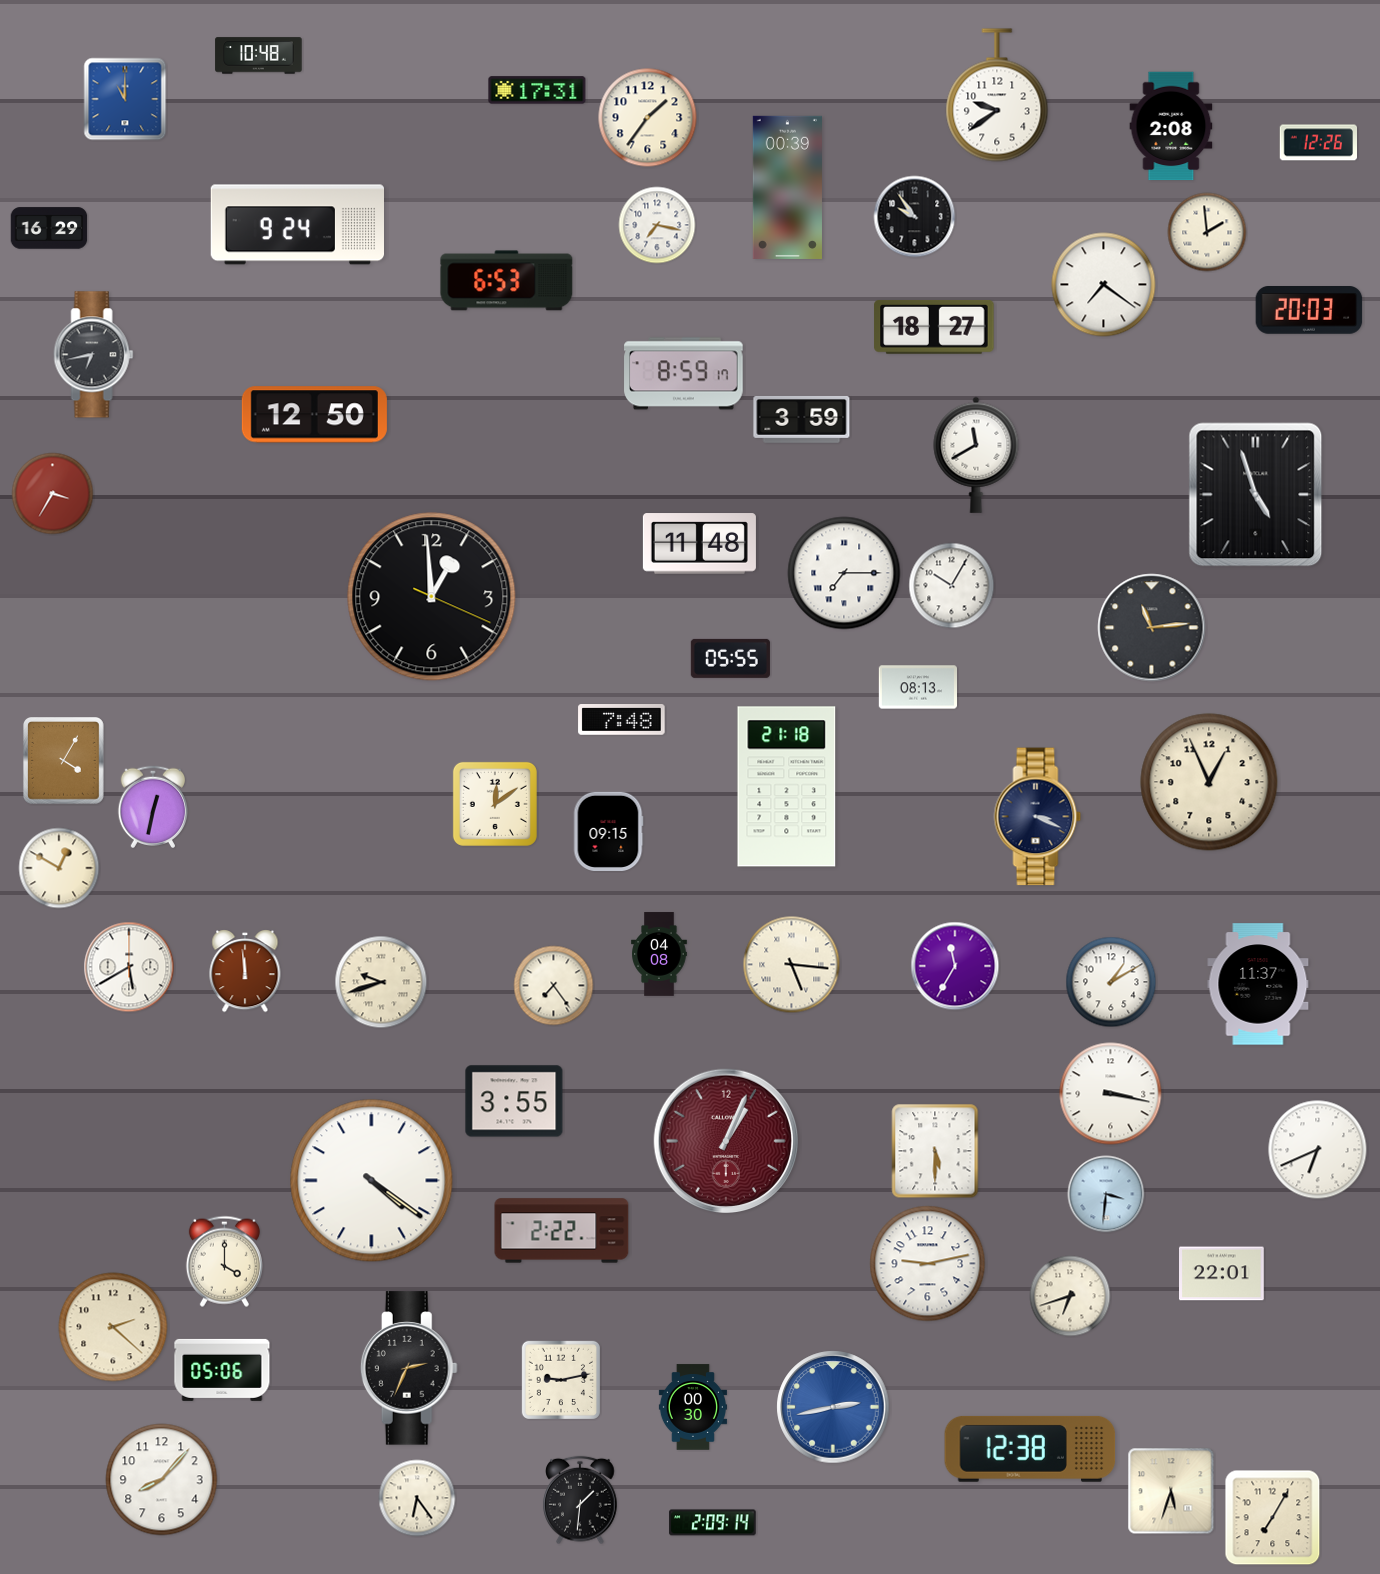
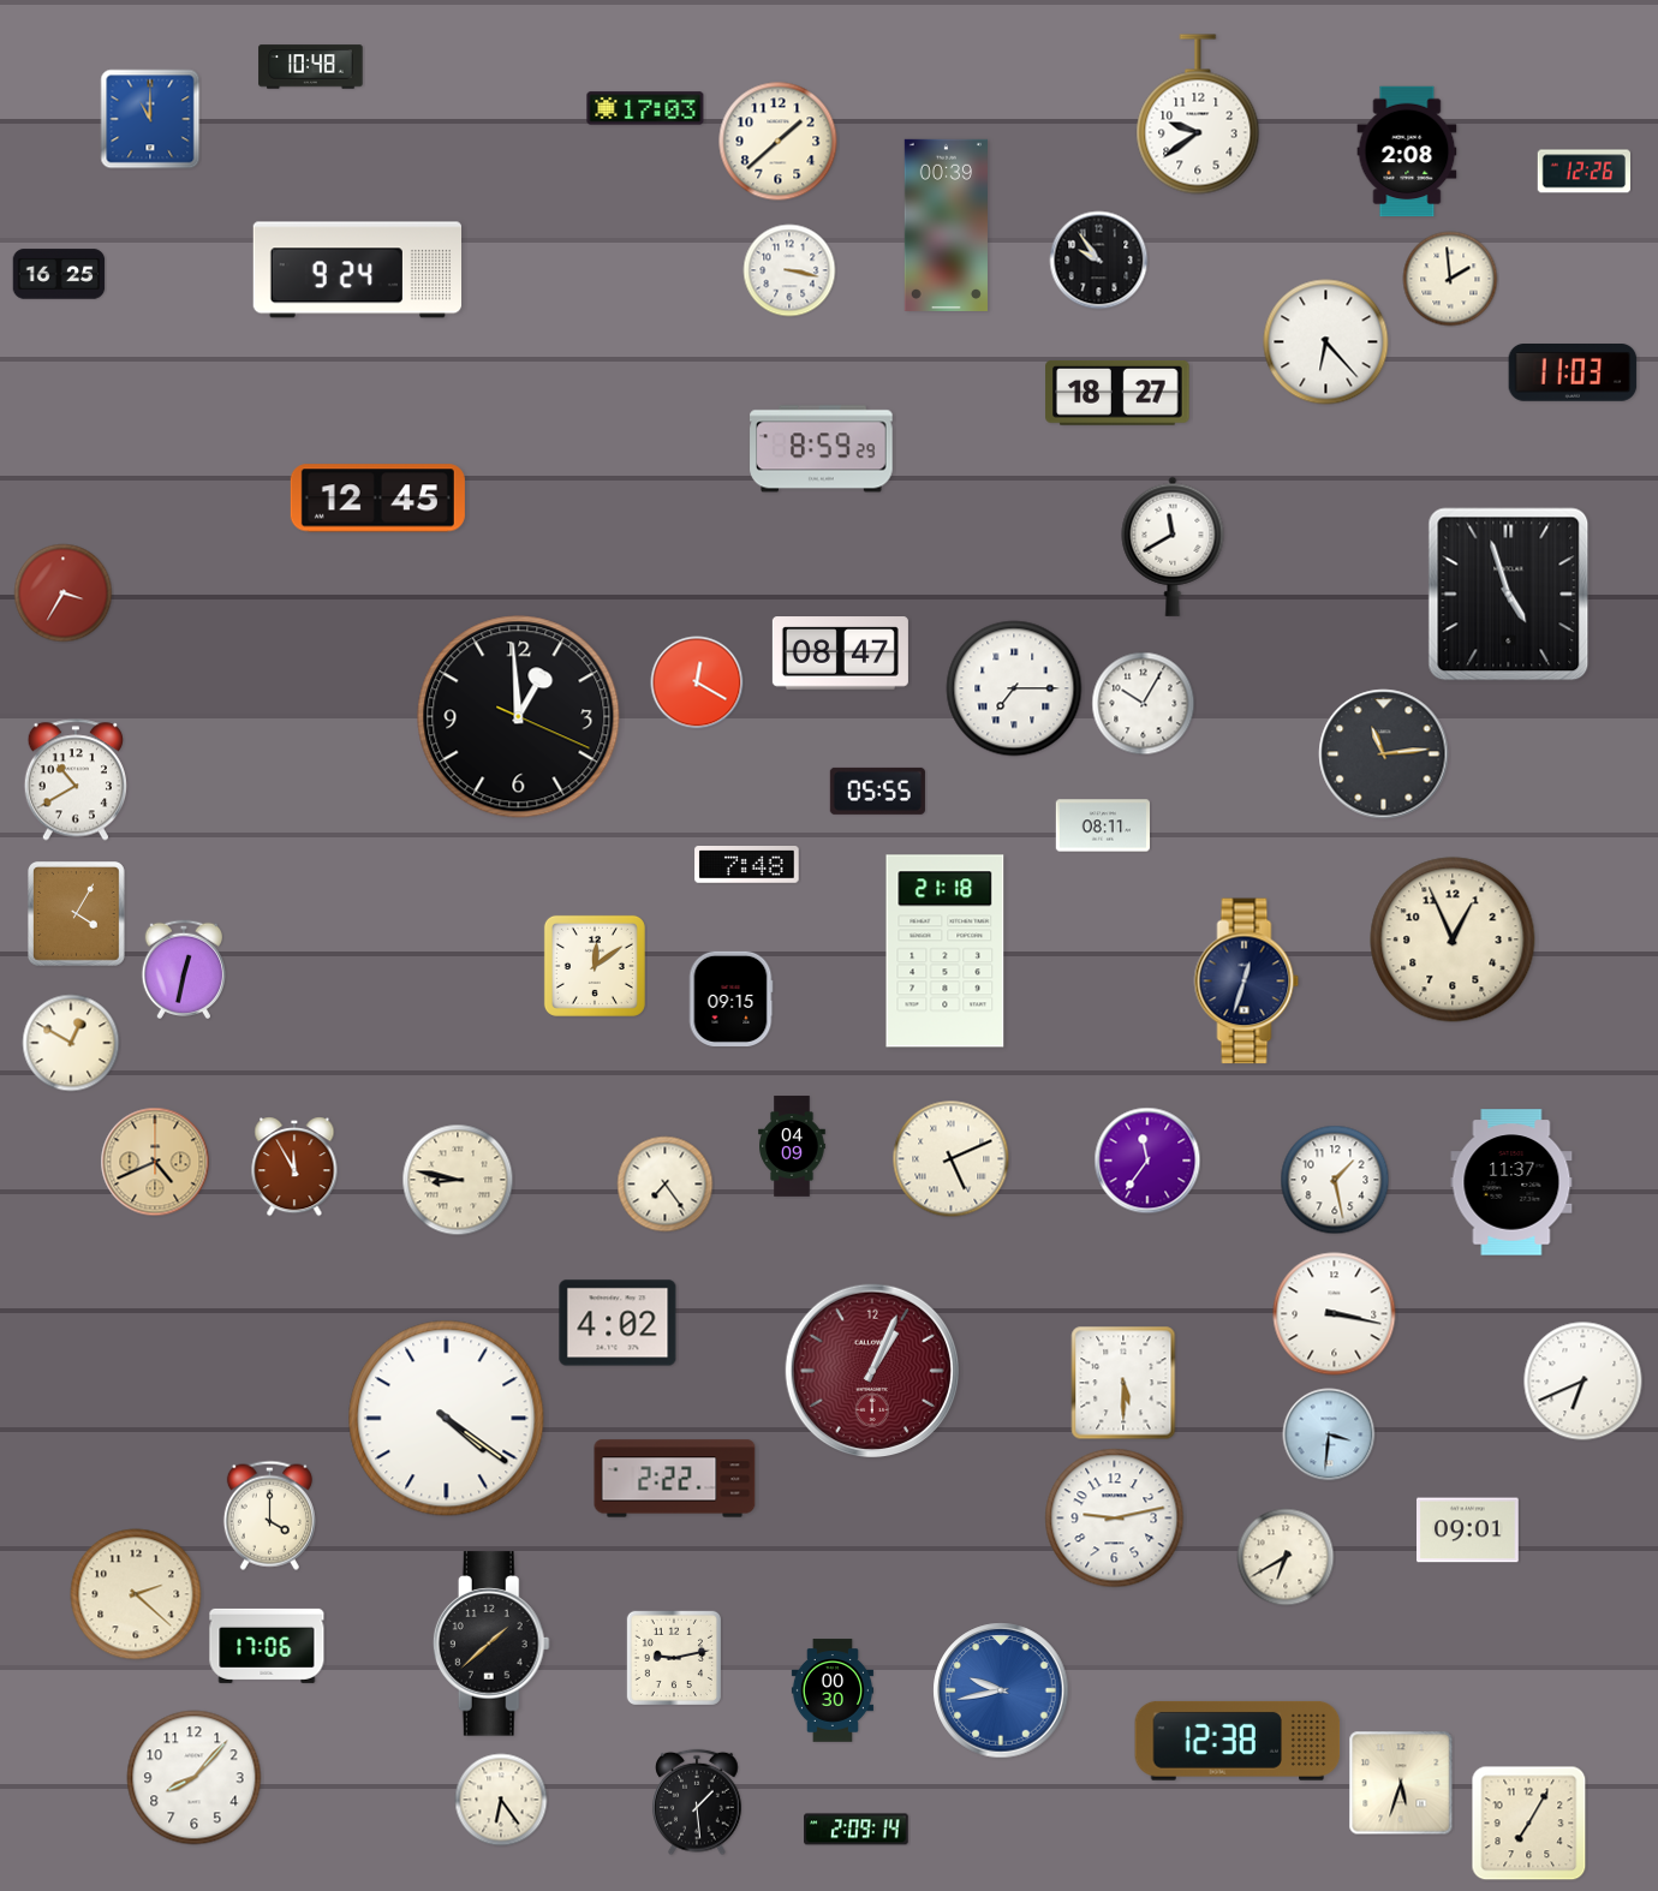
clock at (537, 90): 17:31 -> 17:03
clock at (648, 118): 1:36 -> 1:38
clock at (657, 225): 7:17 -> 3:17
clock at (49, 228): 16:29 -> 16:25
clock at (507, 281): 6:53 -> none
clock at (1104, 285): 7:21 -> 6:23
clock at (1309, 311): 20:03 -> 11:03
clock at (934, 327) position: (934, 327) -> (1117, 393)
clock at (94, 355): 6:43 -> none
clock at (684, 374): 8:59:17 -> 8:59:29
clock at (314, 415): 12:50 -> 12:45
clock at (802, 419): 3:59 -> none
clock at (699, 544): 11:48 -> 08:47
clock at (697, 682): none -> 12:20
clock at (74, 780): none -> 10:40
clock at (917, 687): 08:13 -> 08:11
clock at (787, 787) position: (787, 787) -> (946, 952)
clock at (1038, 817): 3:19 -> 12:33
clock at (659, 954): 04:08 -> 04:09
clock at (792, 965): 5:16 -> 5:11
clock at (955, 966): 11:35 -> 11:36
clock at (129, 967): 5:40 -> 4:41
clock at (129, 967) dial: white -> champagne
clock at (245, 971): 11:59 -> 11:55
clock at (381, 982): 9:42 -> 8:47
clock at (1111, 982): 1:10 -> 1:28
clock at (514, 1101): 3:55 -> 4:02
clock at (1222, 1274): 22:01 -> 09:01
clock at (1070, 1296): 6:42 -> 6:40
clock at (409, 1368): 2:34 -> 1:38
clock at (222, 1370): 05:06 -> 17:06
clock at (833, 1407): 2:43 -> 9:43
clock at (1171, 1491) position: (1171, 1491) -> (1401, 1783)
clock at (580, 1500): 1:31 -> 1:29
